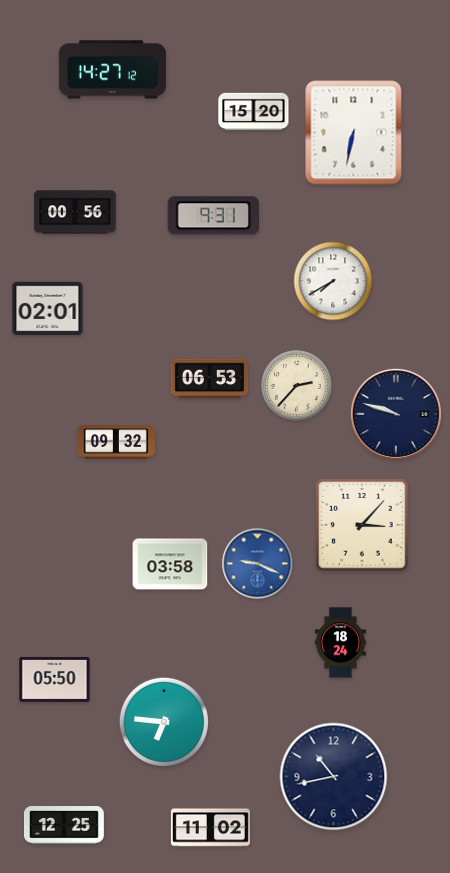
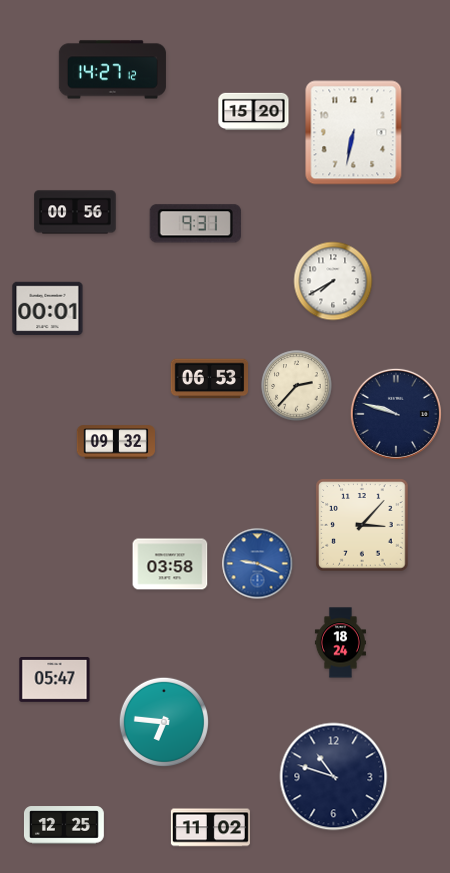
clock at (213, 216) position: (213, 216) -> (195, 224)
clock at (48, 309): 02:01 -> 00:01
clock at (55, 680): 05:50 -> 05:47
clock at (334, 777): 10:43 -> 10:48
